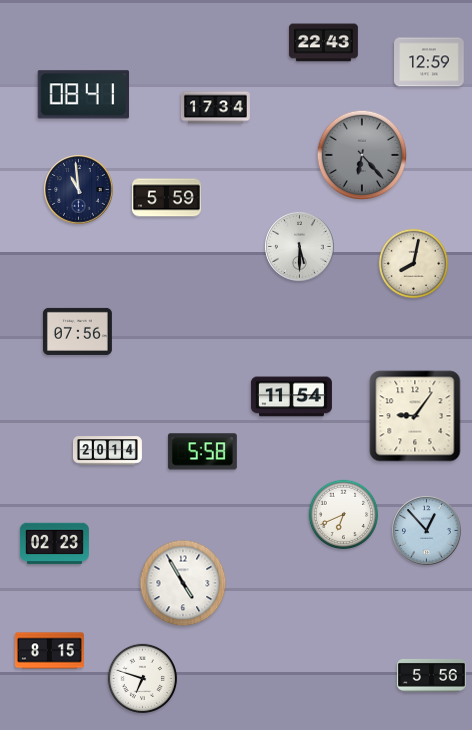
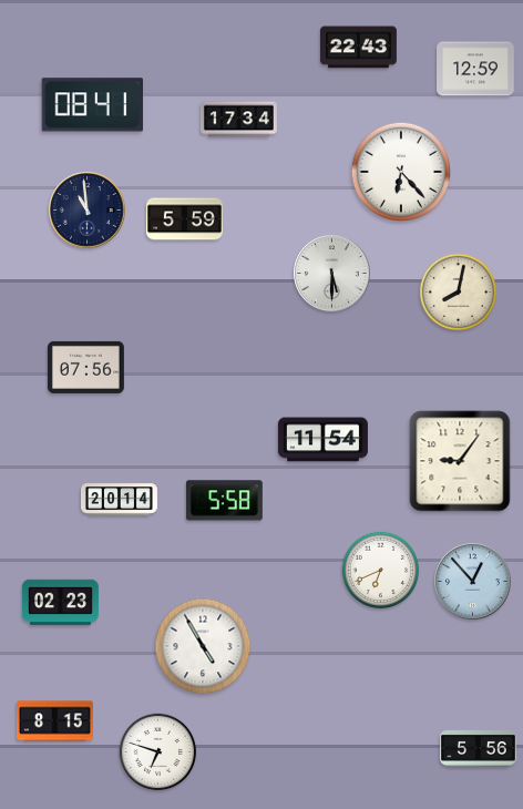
clock at (362, 155) dial: grey -> white
clock at (427, 531) position: (427, 531) -> (473, 582)
